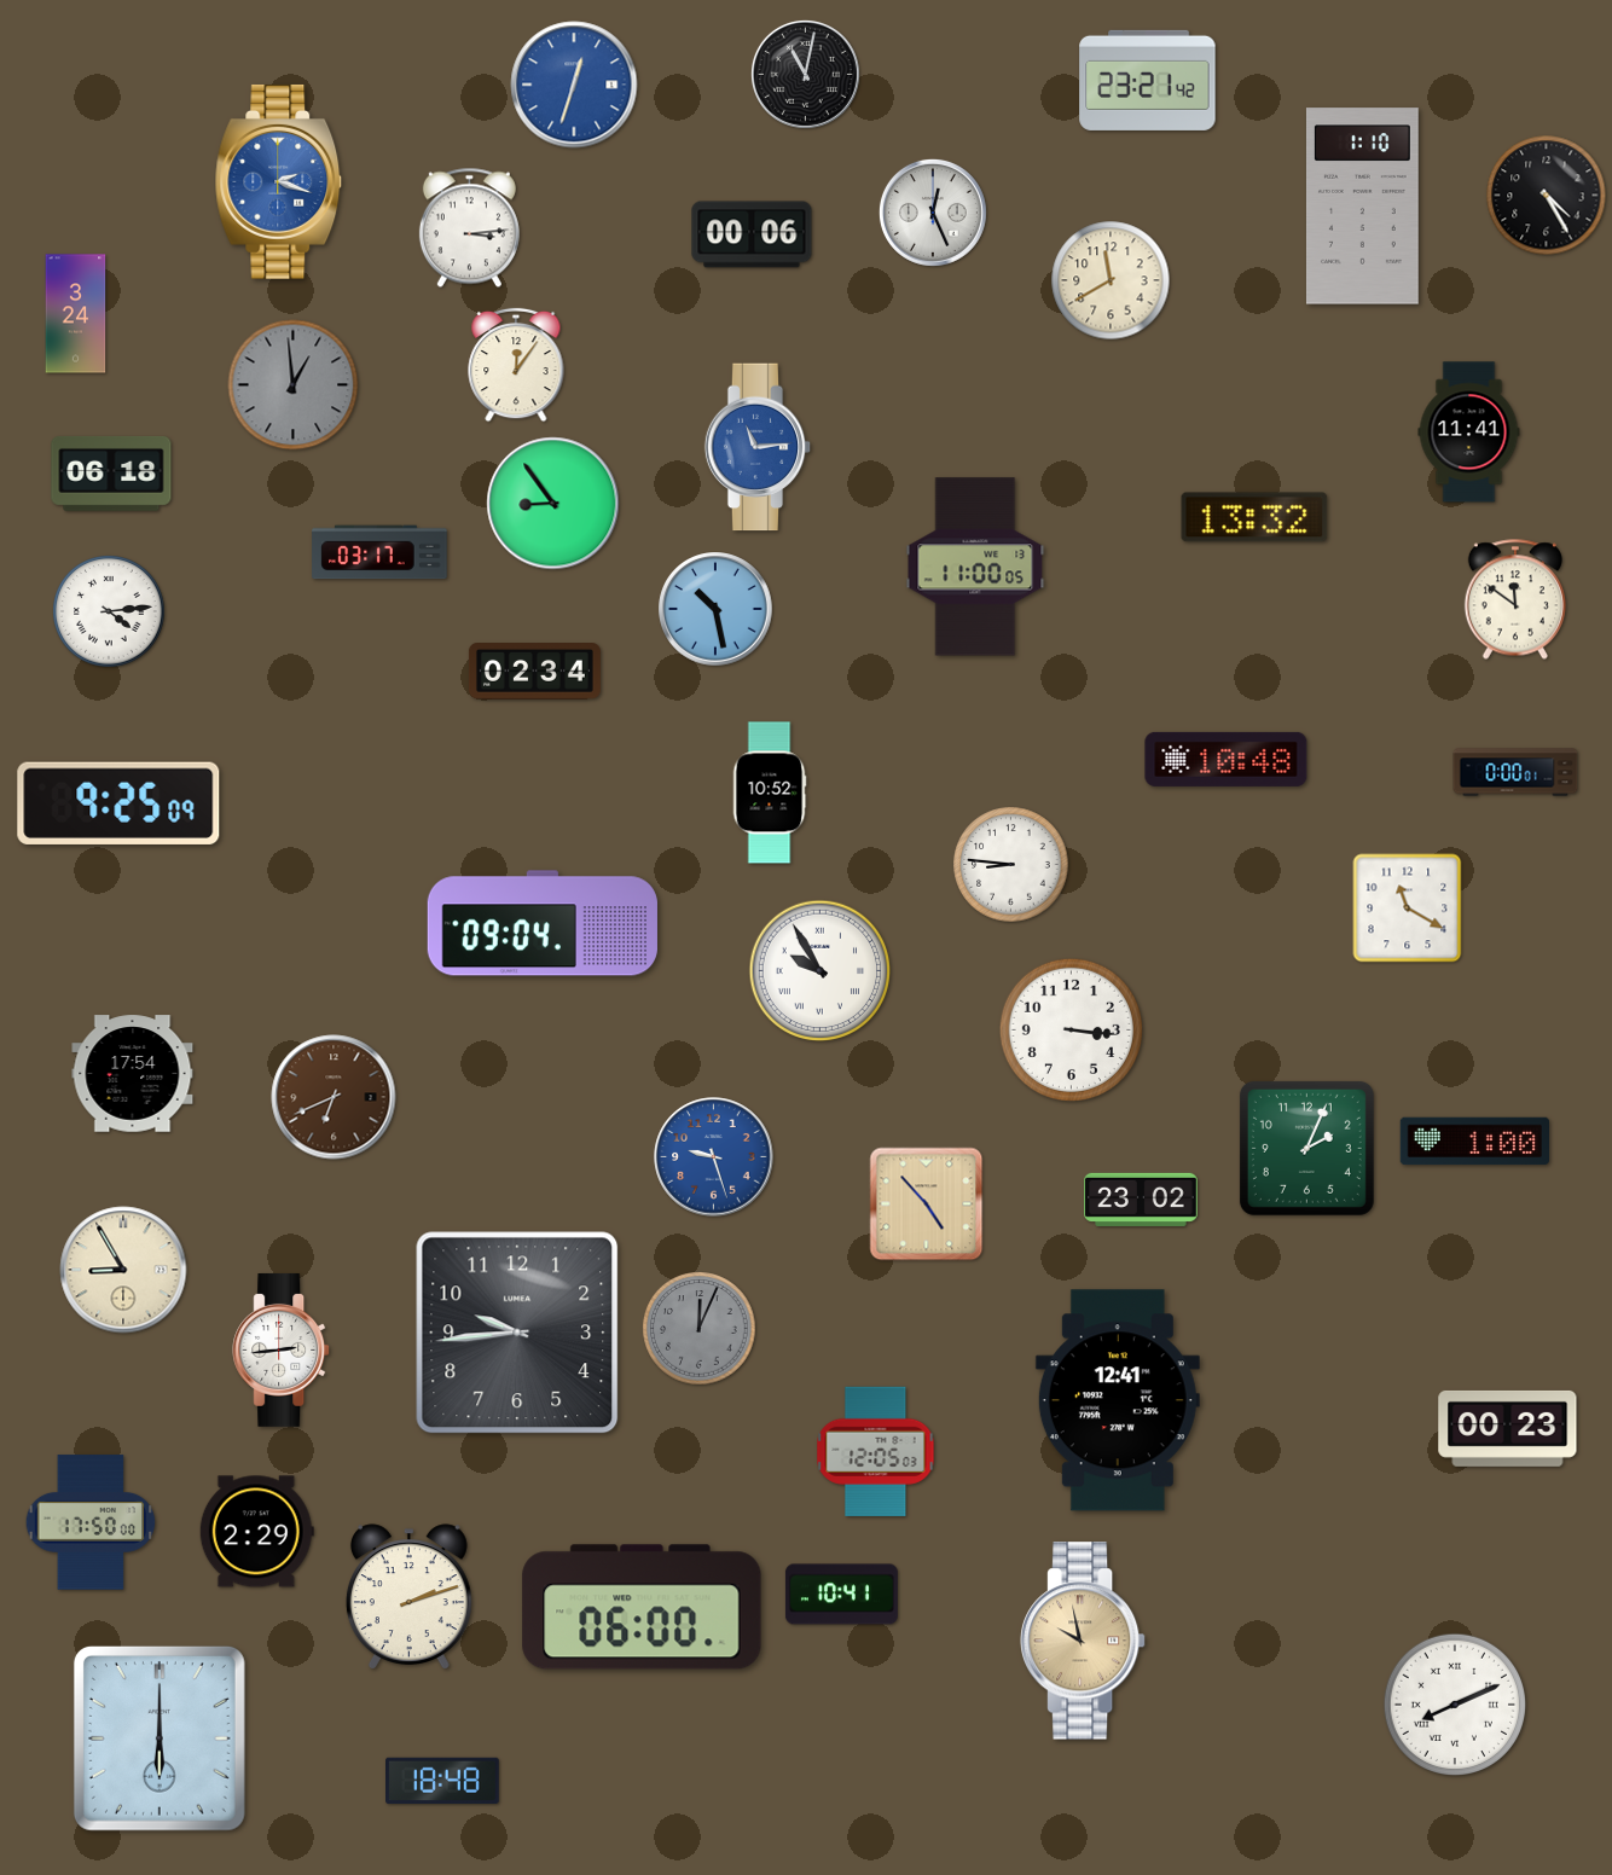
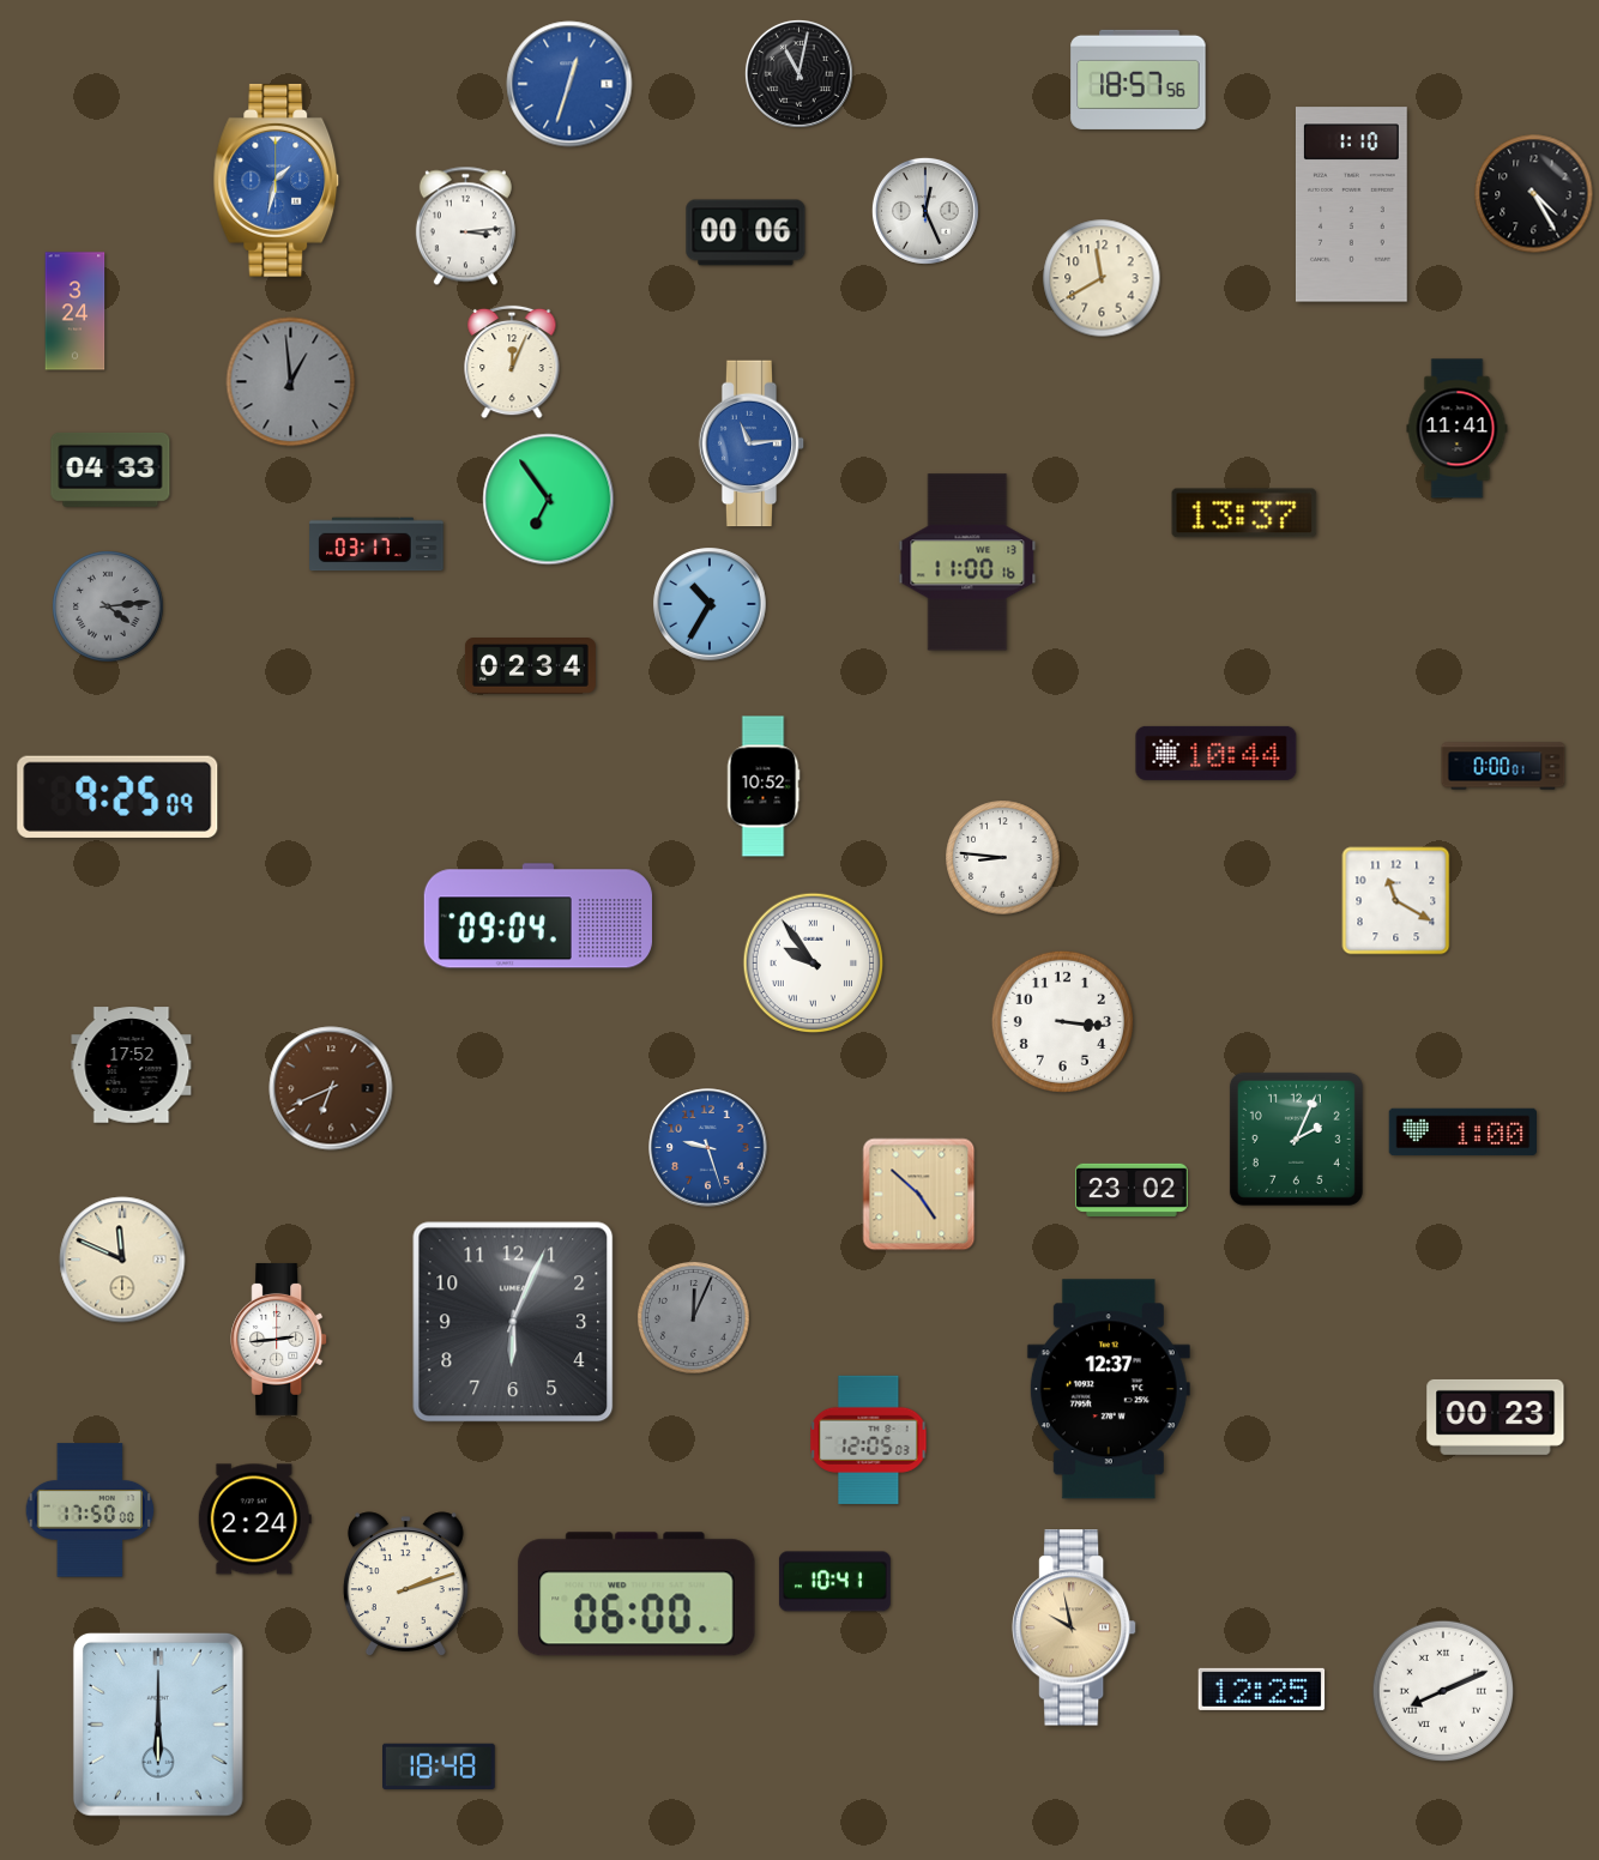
clock at (1148, 80): 23:21 -> 18:57
clock at (279, 181): 2:18 -> 1:32
clock at (516, 365): 12:06 -> 12:04
clock at (111, 474): 06:18 -> 04:33
clock at (553, 504): 8:54 -> 6:54
clock at (1254, 517): 13:32 -> 13:37
clock at (379, 552) position: (379, 552) -> (376, 544)
clock at (975, 567): 11:00:05 -> 11:00:16
clock at (1515, 599): 11:51 -> none
clock at (715, 609): 10:28 -> 10:35
clock at (109, 611) dial: white -> grey
clock at (1227, 759): 10:48 -> 10:44
clock at (821, 971): 9:55 -> 9:54
clock at (133, 1074): 17:54 -> 17:52
clock at (927, 1204): 4:53 -> 4:52
clock at (123, 1270): 8:55 -> 11:49
clock at (517, 1333): 9:44 -> 6:04
clock at (1118, 1400): 12:41 -> 12:37
clock at (256, 1532): 2:29 -> 2:24
clock at (1262, 1689): none -> 12:25
